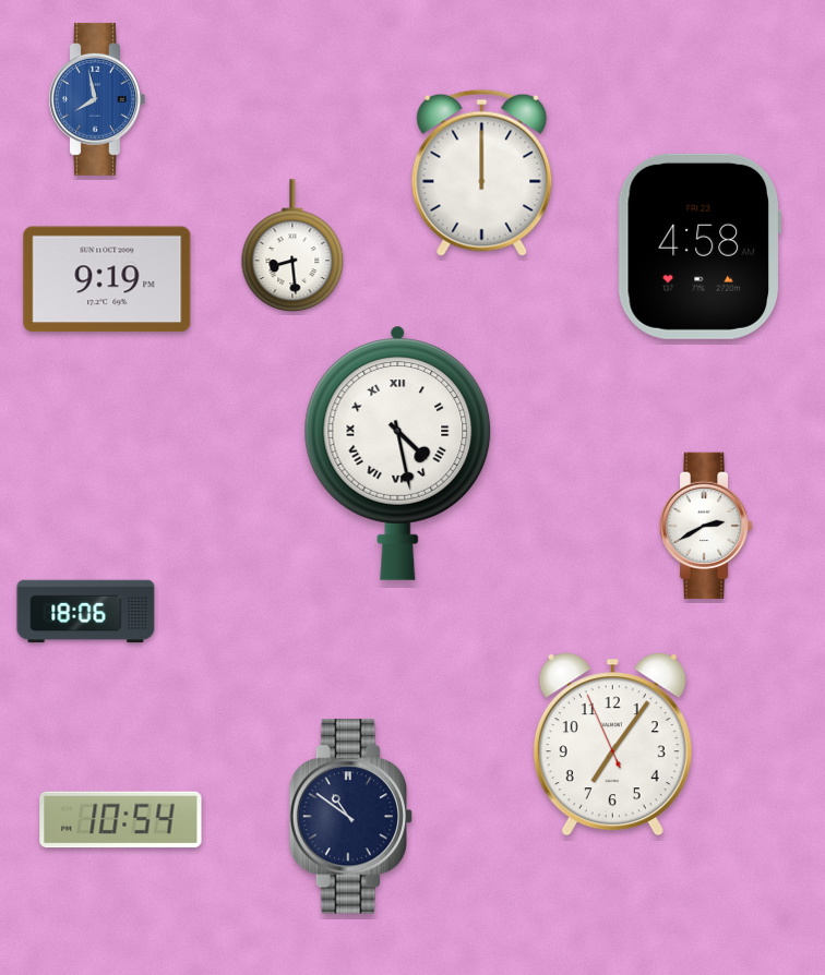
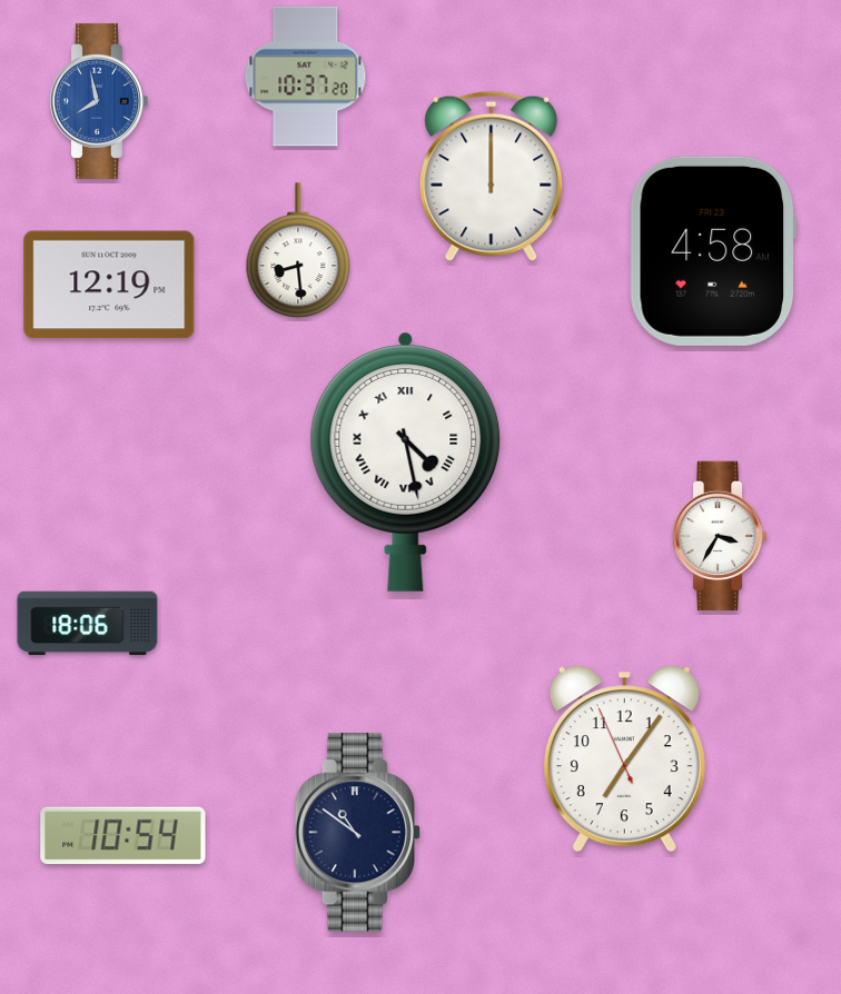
clock at (306, 77): none -> 10:37
clock at (107, 279): 9:19 -> 12:19
clock at (706, 525): 2:40 -> 3:35
